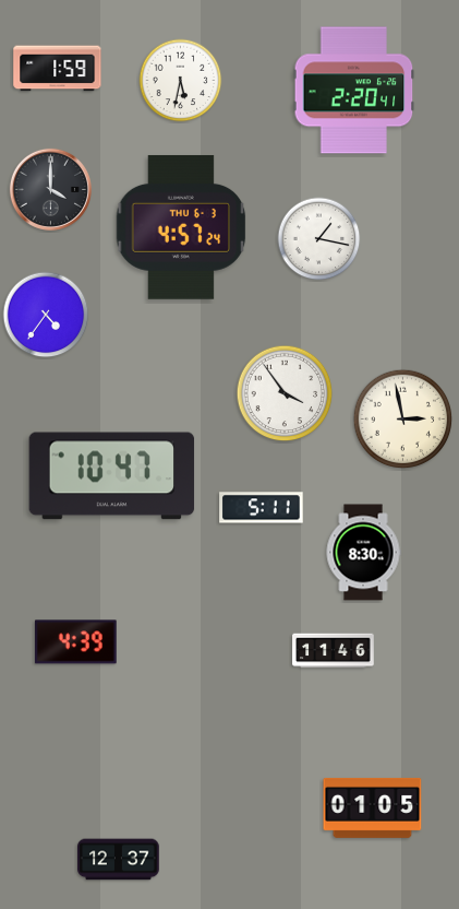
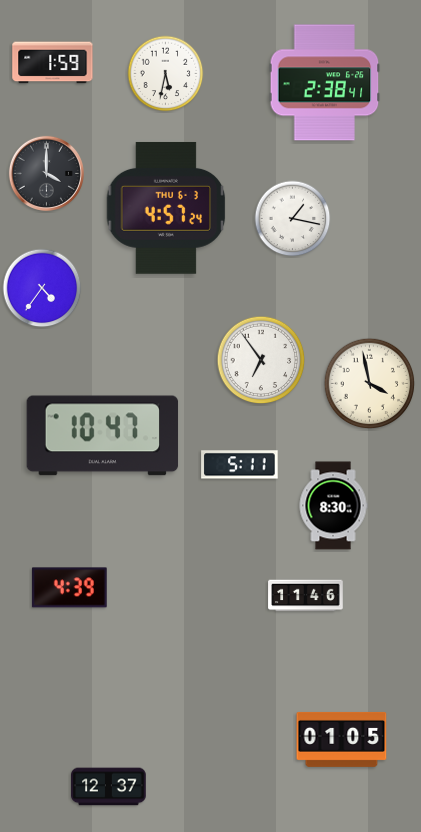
clock at (354, 91): 2:20 -> 2:38
clock at (285, 393): 3:54 -> 6:54
clock at (403, 420): 2:58 -> 3:58
